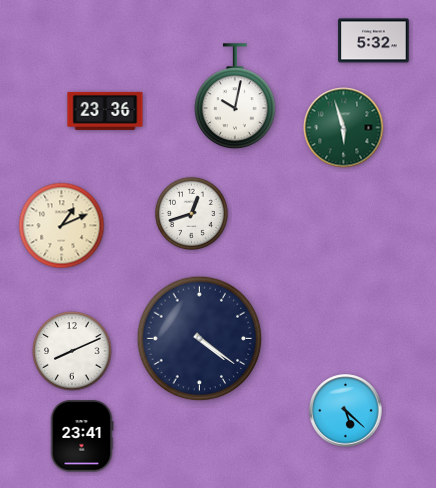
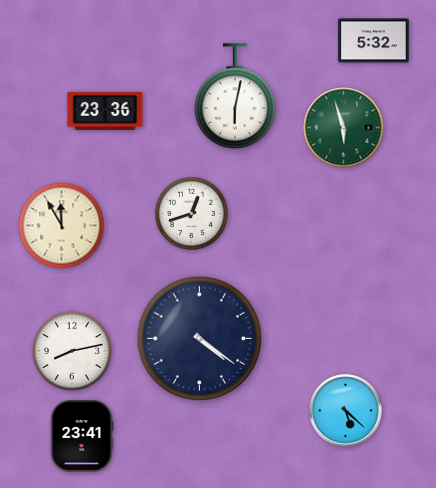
clock at (236, 97): 10:02 -> 6:02
clock at (62, 226): 1:11 -> 11:55
clock at (72, 351): 8:11 -> 8:13
